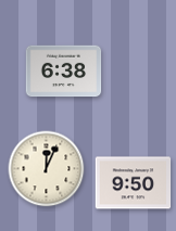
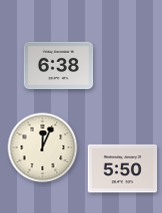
clock at (47, 169) position: (47, 169) -> (43, 148)
clock at (134, 183): 9:50 -> 5:50
